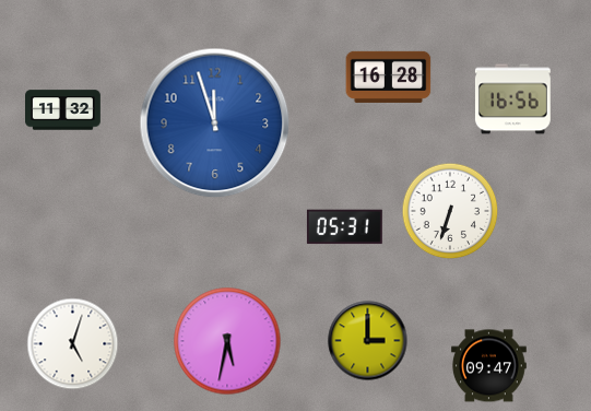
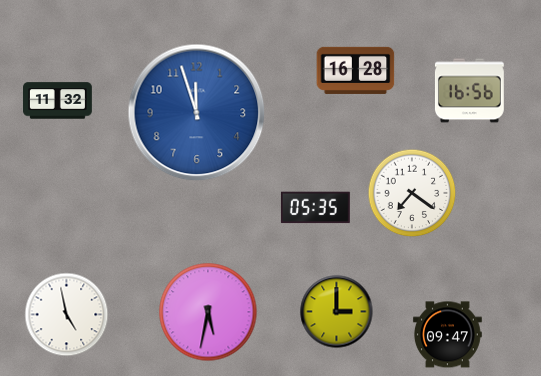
clock at (450, 211): 6:33 -> 7:21
clock at (344, 227): 05:31 -> 05:35
clock at (73, 344): 5:03 -> 4:58
